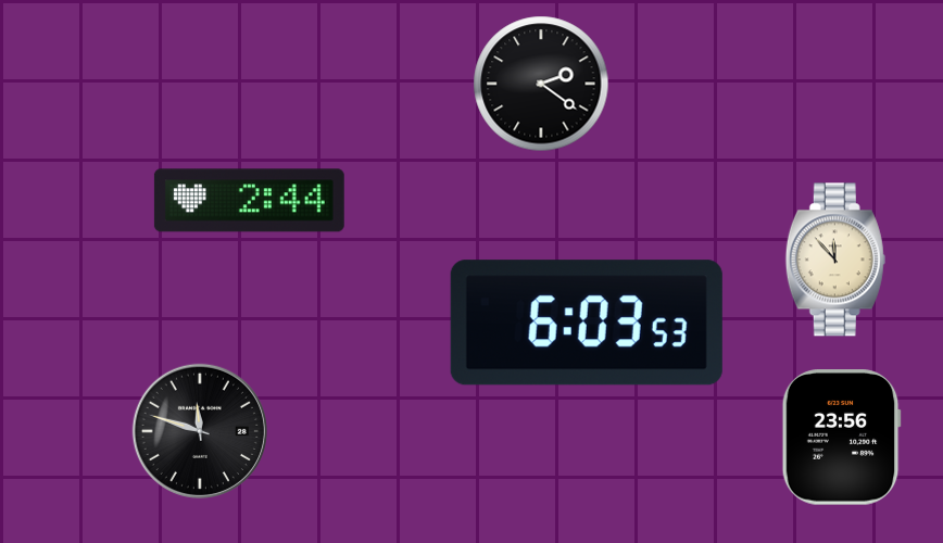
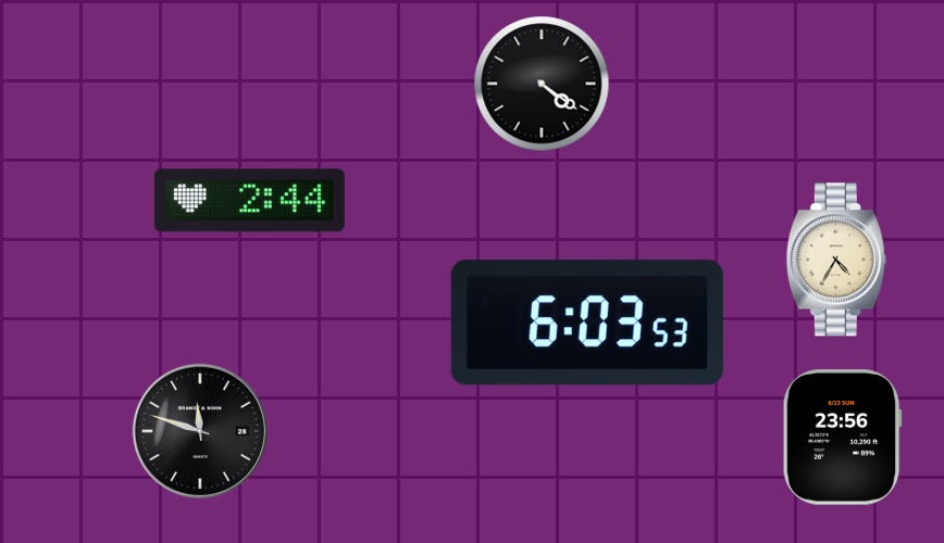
clock at (541, 84): 2:21 -> 4:21
clock at (835, 260): 11:53 -> 4:35
